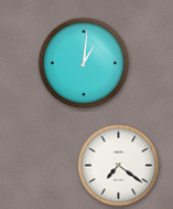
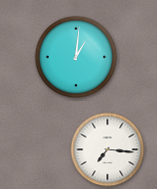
clock at (119, 166): 7:21 -> 7:16
